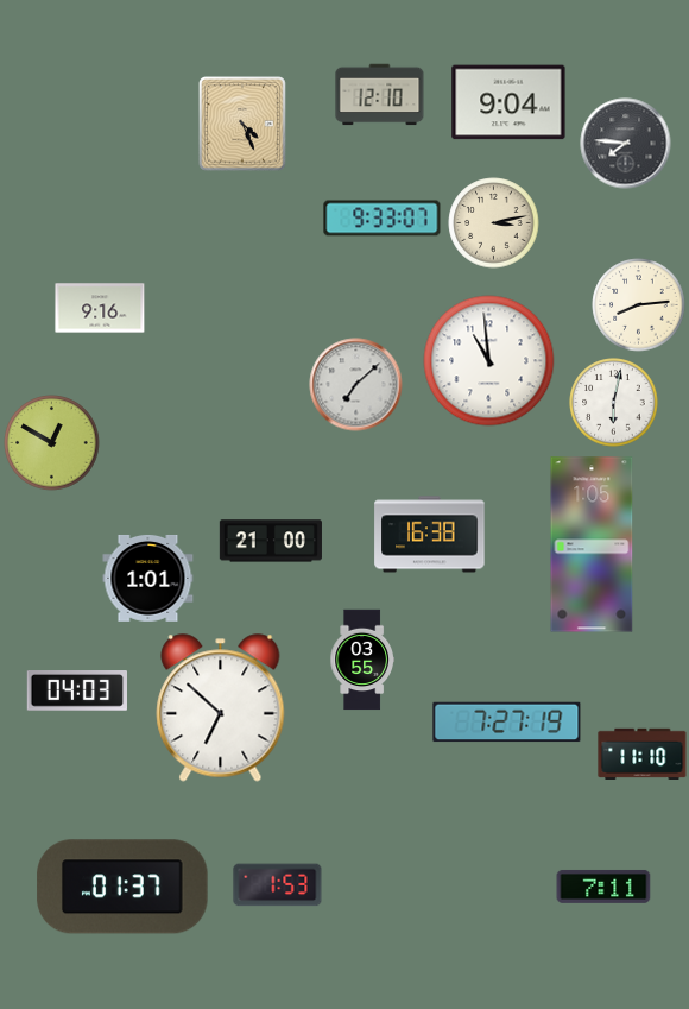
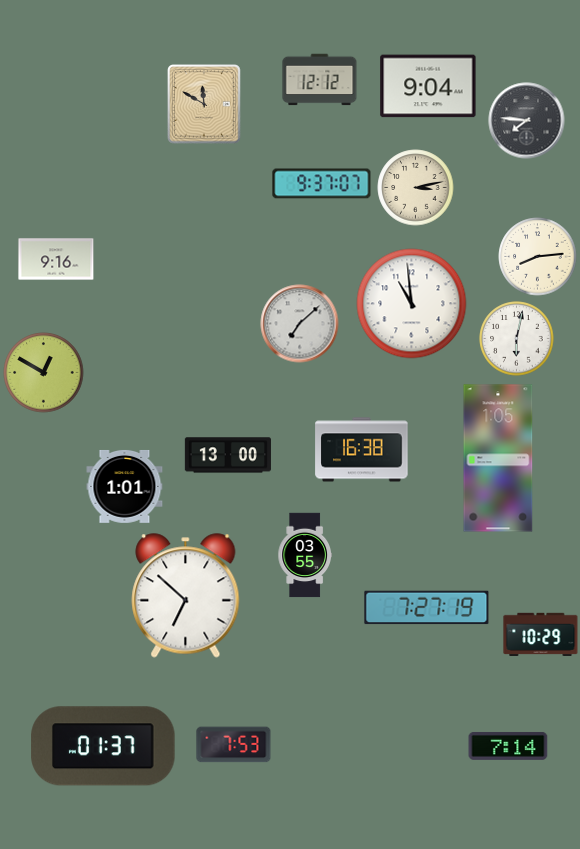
clock at (380, 95): 12:10 -> 12:12
clock at (244, 125): 4:26 -> 11:50
clock at (383, 219): 9:33 -> 9:37
clock at (100, 308) position: (100, 308) -> (56, 259)
clock at (271, 541): 21:00 -> 13:00
clock at (76, 692): 04:03 -> none
clock at (643, 753): 11:10 -> 10:29
clock at (278, 885): 1:53 -> 7:53
clock at (603, 887): 7:11 -> 7:14
